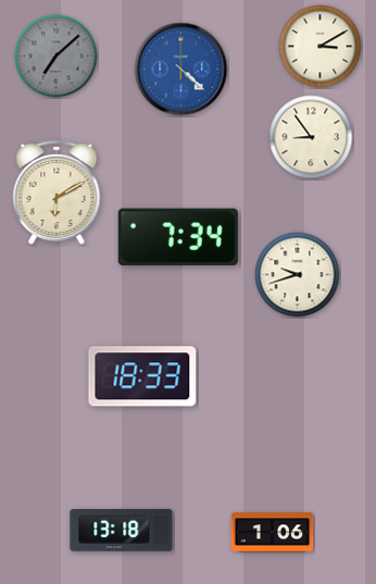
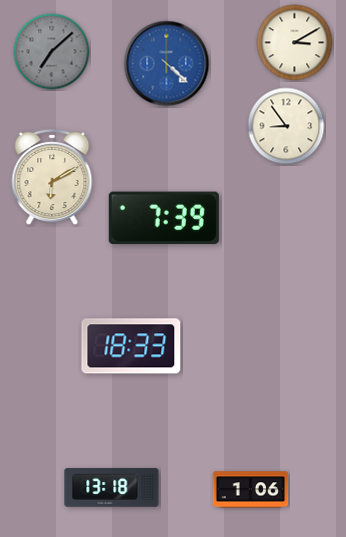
clock at (178, 237): 7:34 -> 7:39
clock at (298, 275): 9:42 -> none
